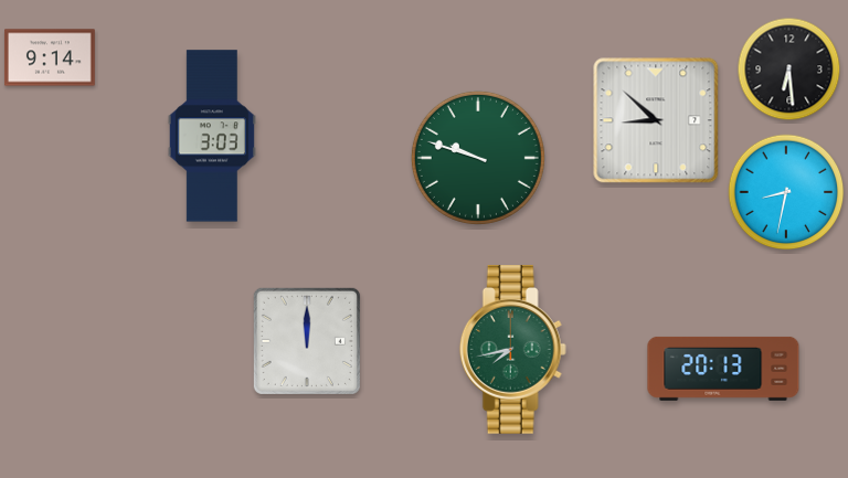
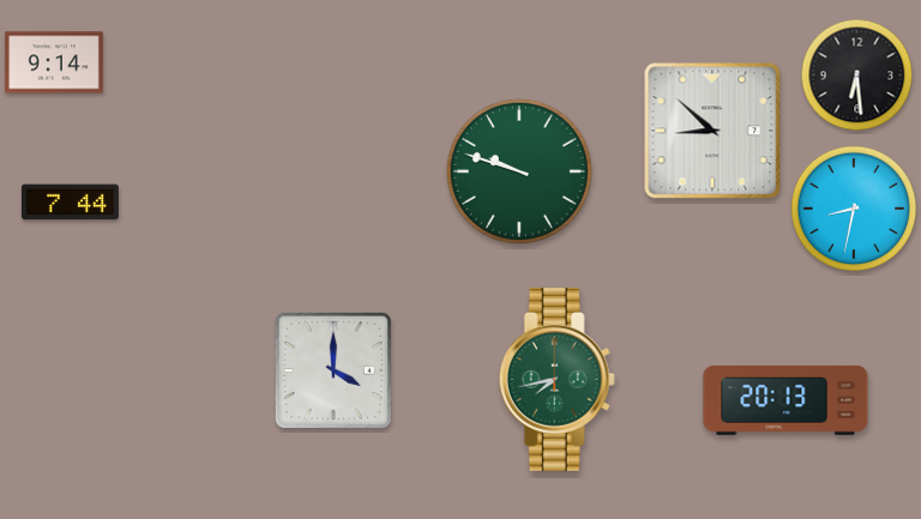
clock at (212, 136): 3:03 -> none
clock at (70, 203): none -> 7:44
clock at (307, 341): 12:00 -> 4:00
